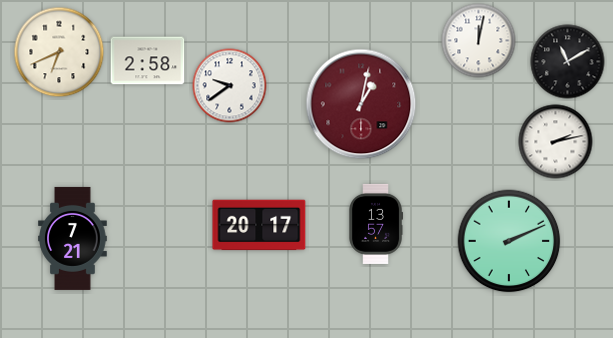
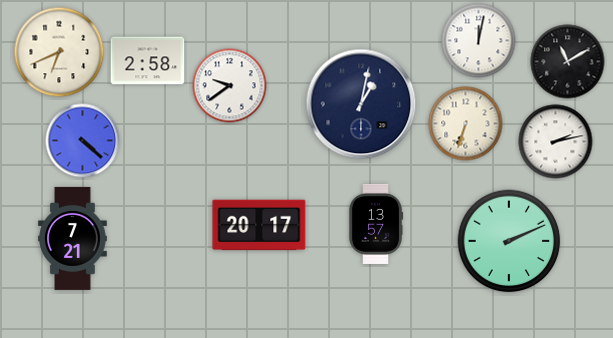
clock at (361, 104) dial: burgundy -> navy
clock at (466, 124): none -> 6:33
clock at (83, 141): none -> 4:22
